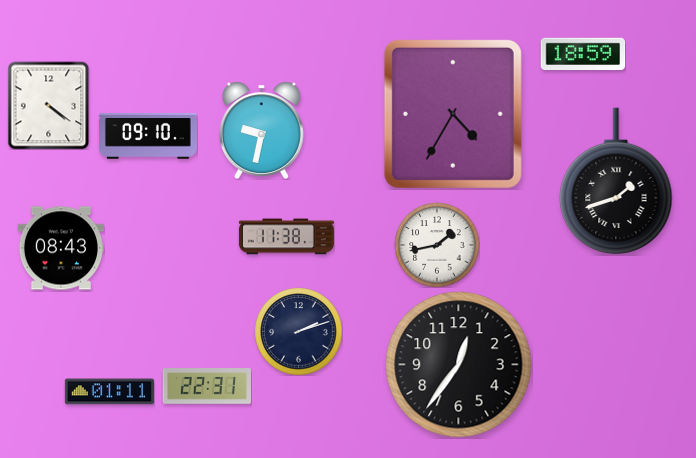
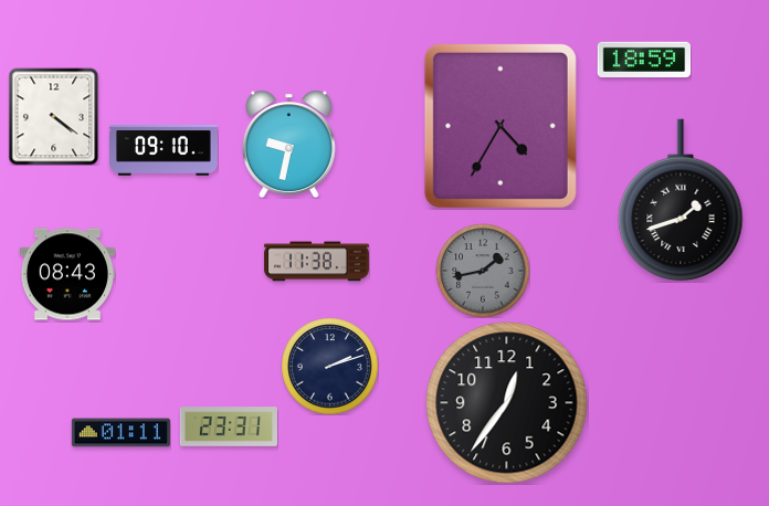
clock at (437, 245) dial: white -> grey
clock at (206, 386): 22:31 -> 23:31
